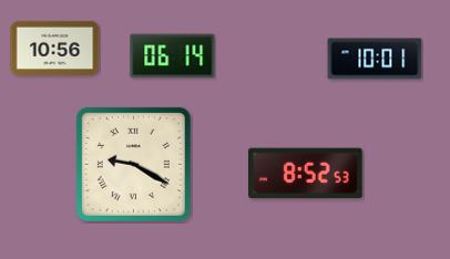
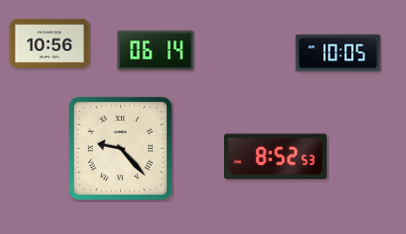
clock at (375, 59): 10:01 -> 10:05
clock at (133, 164): 9:20 -> 9:23
